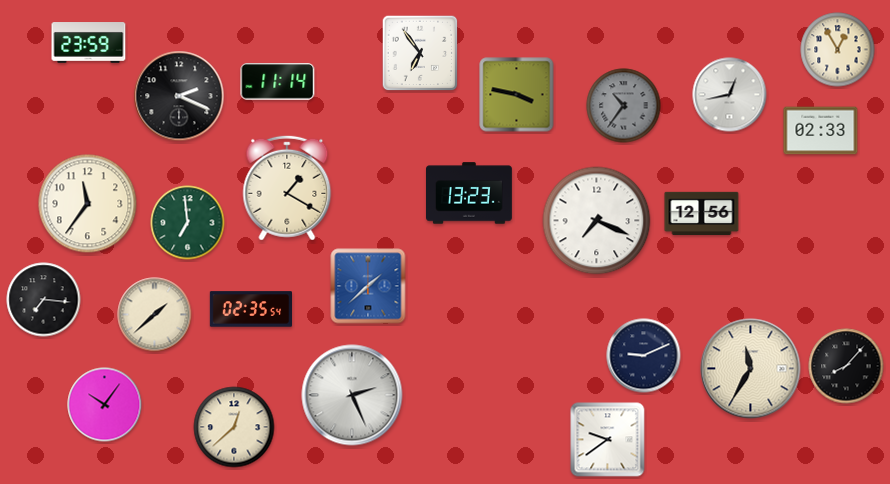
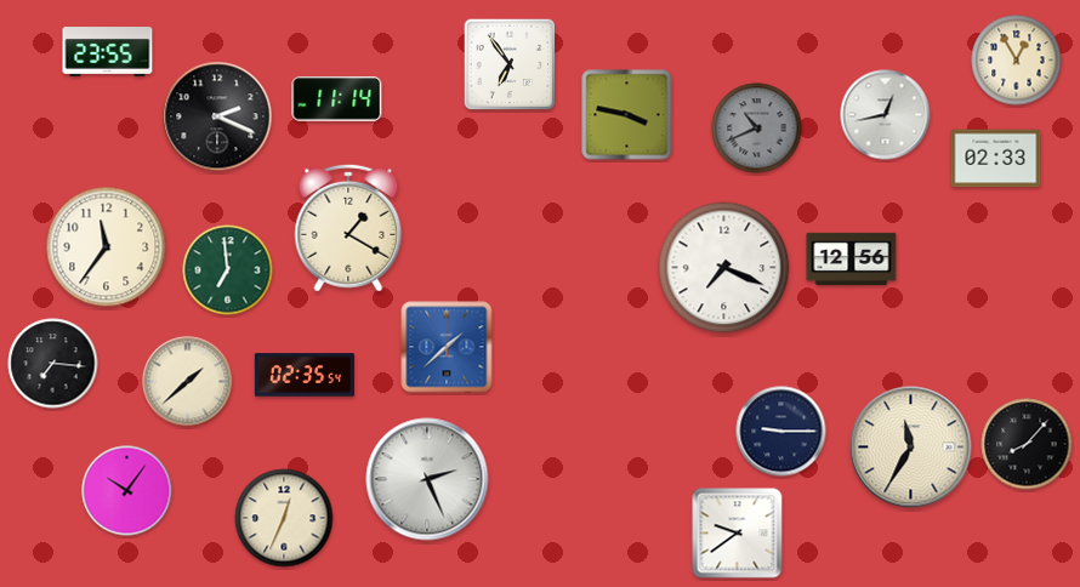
clock at (89, 43): 23:59 -> 23:55
clock at (624, 106): 10:36 -> 10:41
clock at (470, 193): 13:23 -> none
clock at (644, 356): 9:11 -> 9:15
clock at (234, 427): 12:38 -> 12:34
